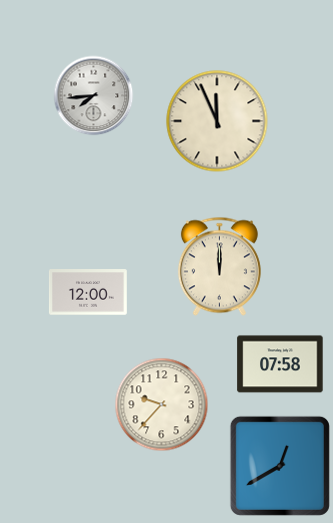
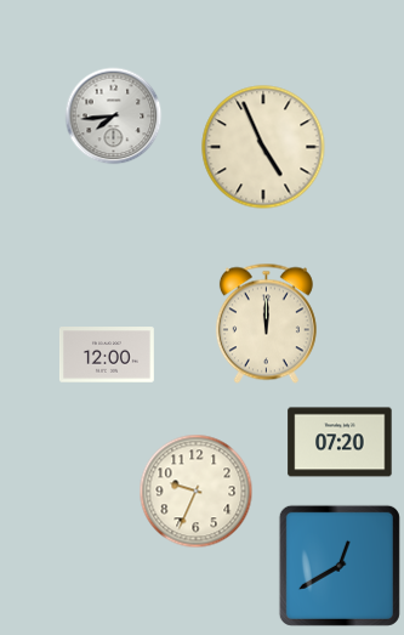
clock at (217, 121): 11:56 -> 4:56
clock at (280, 364): 07:58 -> 07:20
clock at (161, 404): 9:37 -> 9:34
